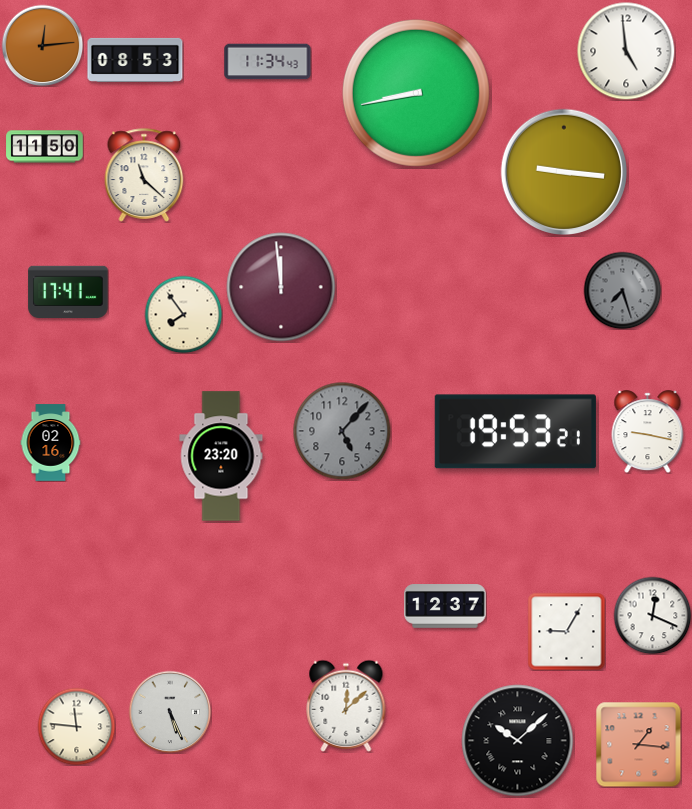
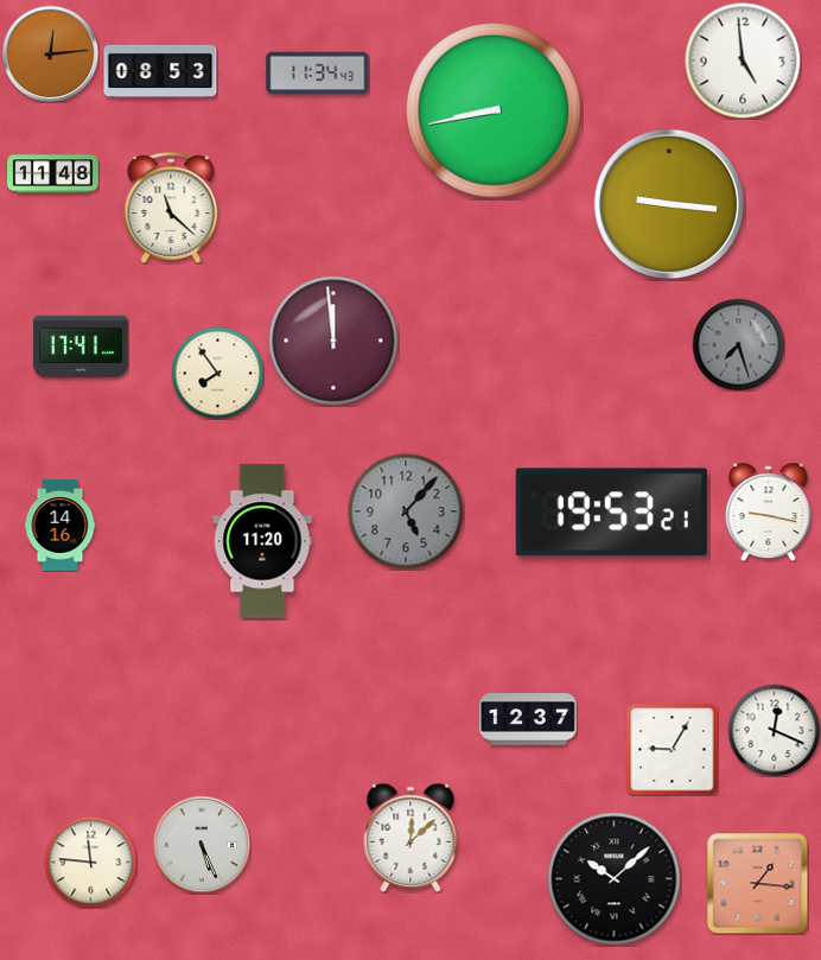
clock at (45, 147): 11:50 -> 11:48
clock at (51, 443): 02:16 -> 14:16
clock at (221, 456): 23:20 -> 11:20
